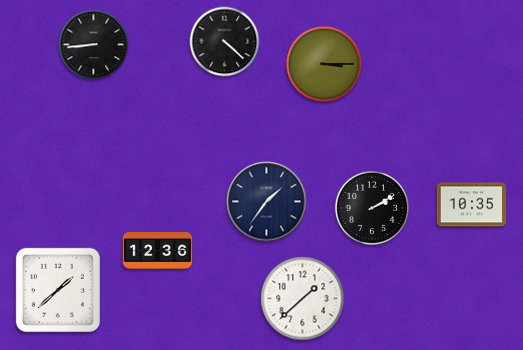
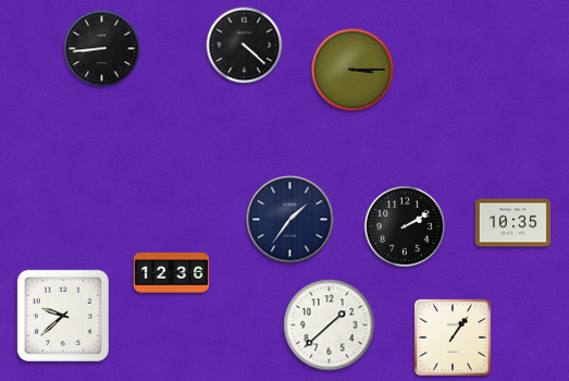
clock at (58, 290): 1:38 -> 9:38
clock at (453, 337): none -> 1:06
